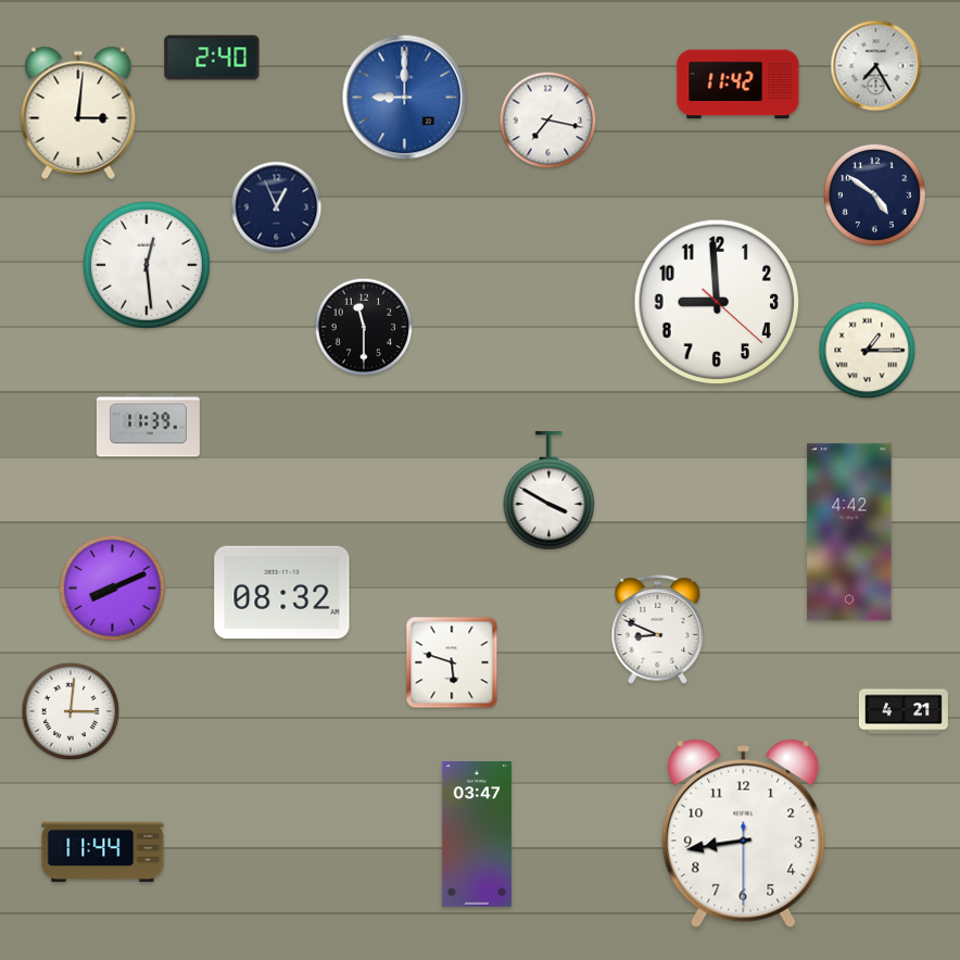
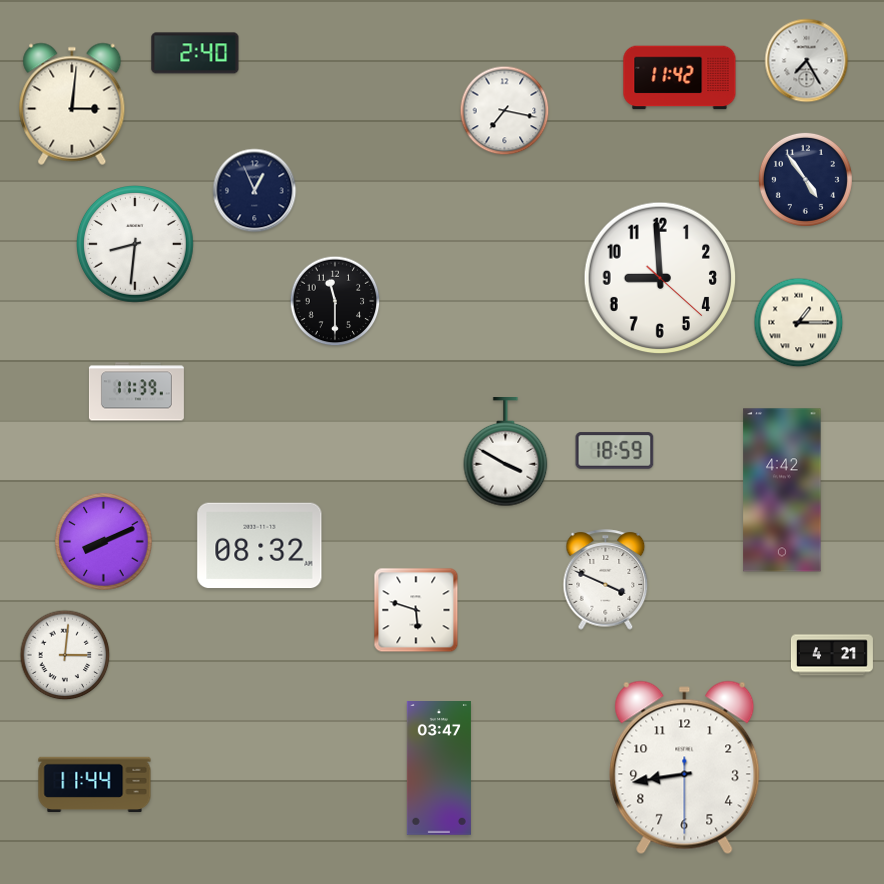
clock at (405, 98): 9:00 -> none
clock at (874, 194): 4:51 -> 4:54
clock at (148, 266): 12:29 -> 8:31
clock at (615, 451): none -> 18:59
clock at (658, 630): 8:49 -> 3:49
